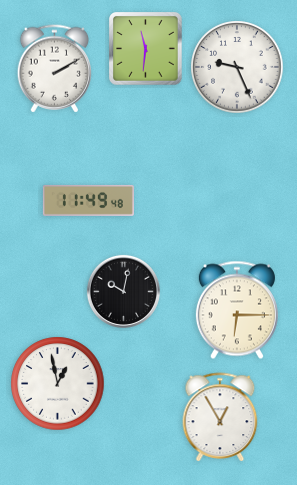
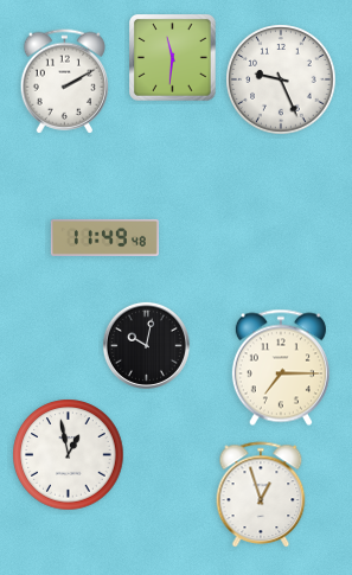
clock at (237, 310): 6:15 -> 7:15
clock at (220, 417): 12:55 -> 12:57
